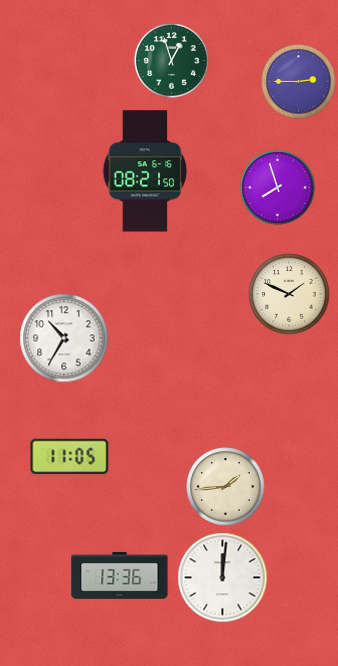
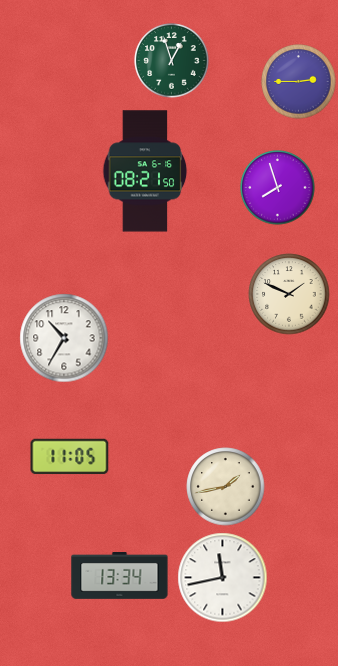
clock at (226, 487): 1:44 -> 1:43
clock at (120, 576): 13:36 -> 13:34
clock at (223, 578): 12:01 -> 11:43
